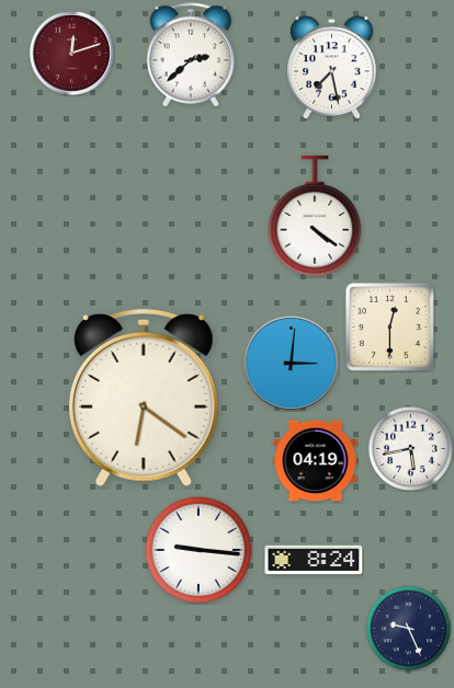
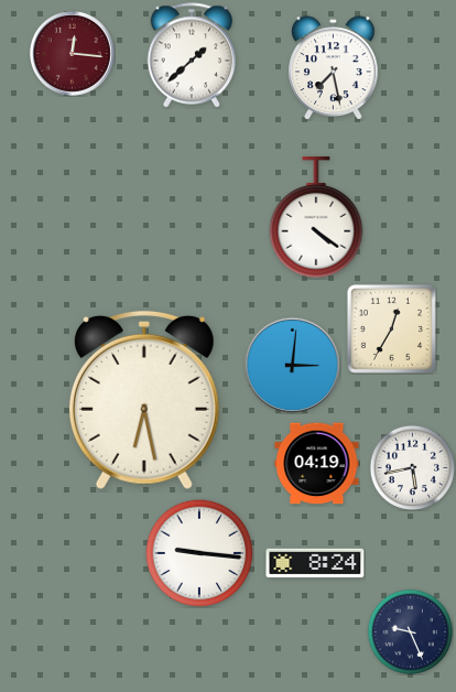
clock at (71, 53): 12:12 -> 12:16
clock at (191, 55): 2:38 -> 1:38
clock at (389, 326): 12:30 -> 12:35
clock at (144, 398): 6:21 -> 6:28
clock at (410, 448) position: (410, 448) -> (412, 467)
